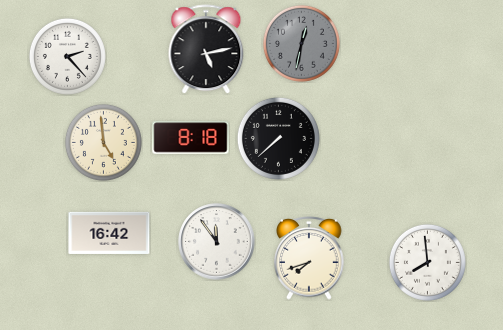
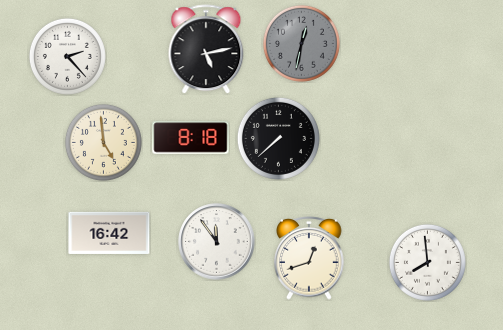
clock at (309, 259): 7:42 -> 12:42
